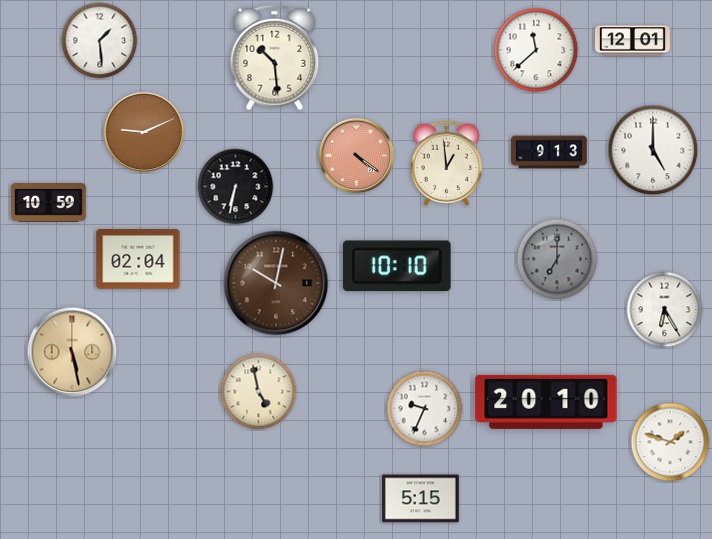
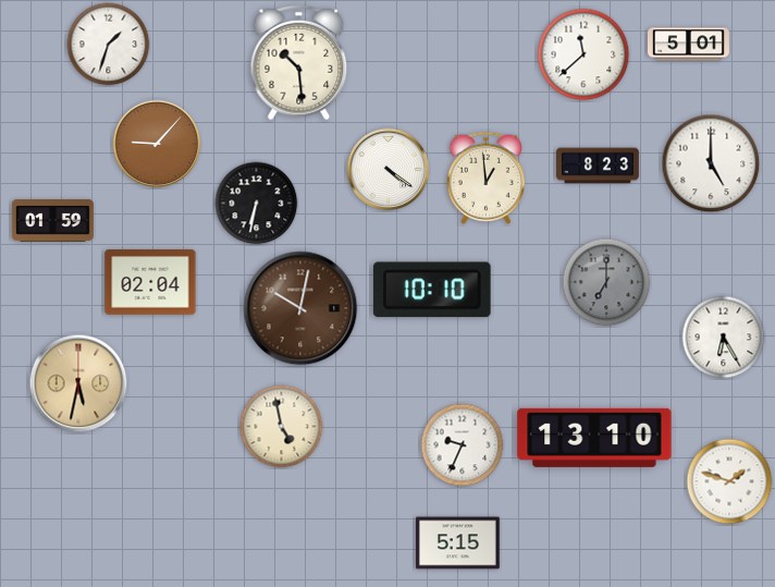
clock at (100, 41): 1:29 -> 1:33
clock at (632, 41): 12:01 -> 5:01
clock at (144, 132): 9:11 -> 9:07
clock at (550, 152): 9:13 -> 8:23
clock at (357, 156) dial: salmon -> white
clock at (48, 203): 10:59 -> 01:59
clock at (72, 352): 5:28 -> 5:32
clock at (546, 402): 20:10 -> 13:10
